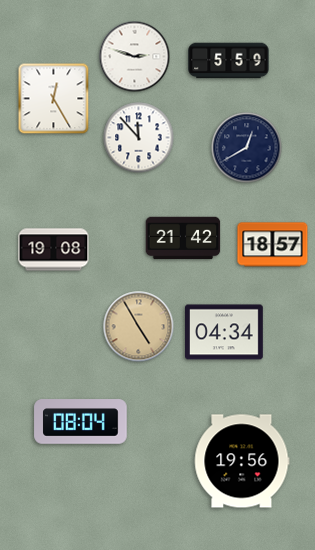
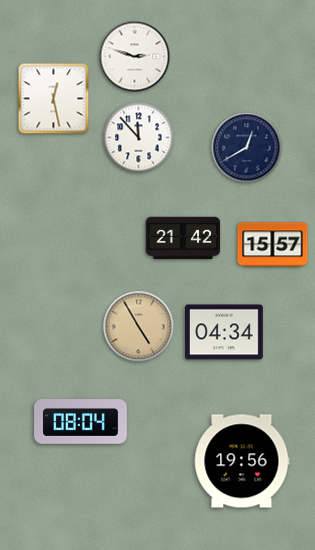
clock at (229, 61): 5:59 -> none
clock at (54, 99): 12:25 -> 12:28
clock at (273, 245): 18:57 -> 15:57
clock at (54, 250): 19:08 -> none
